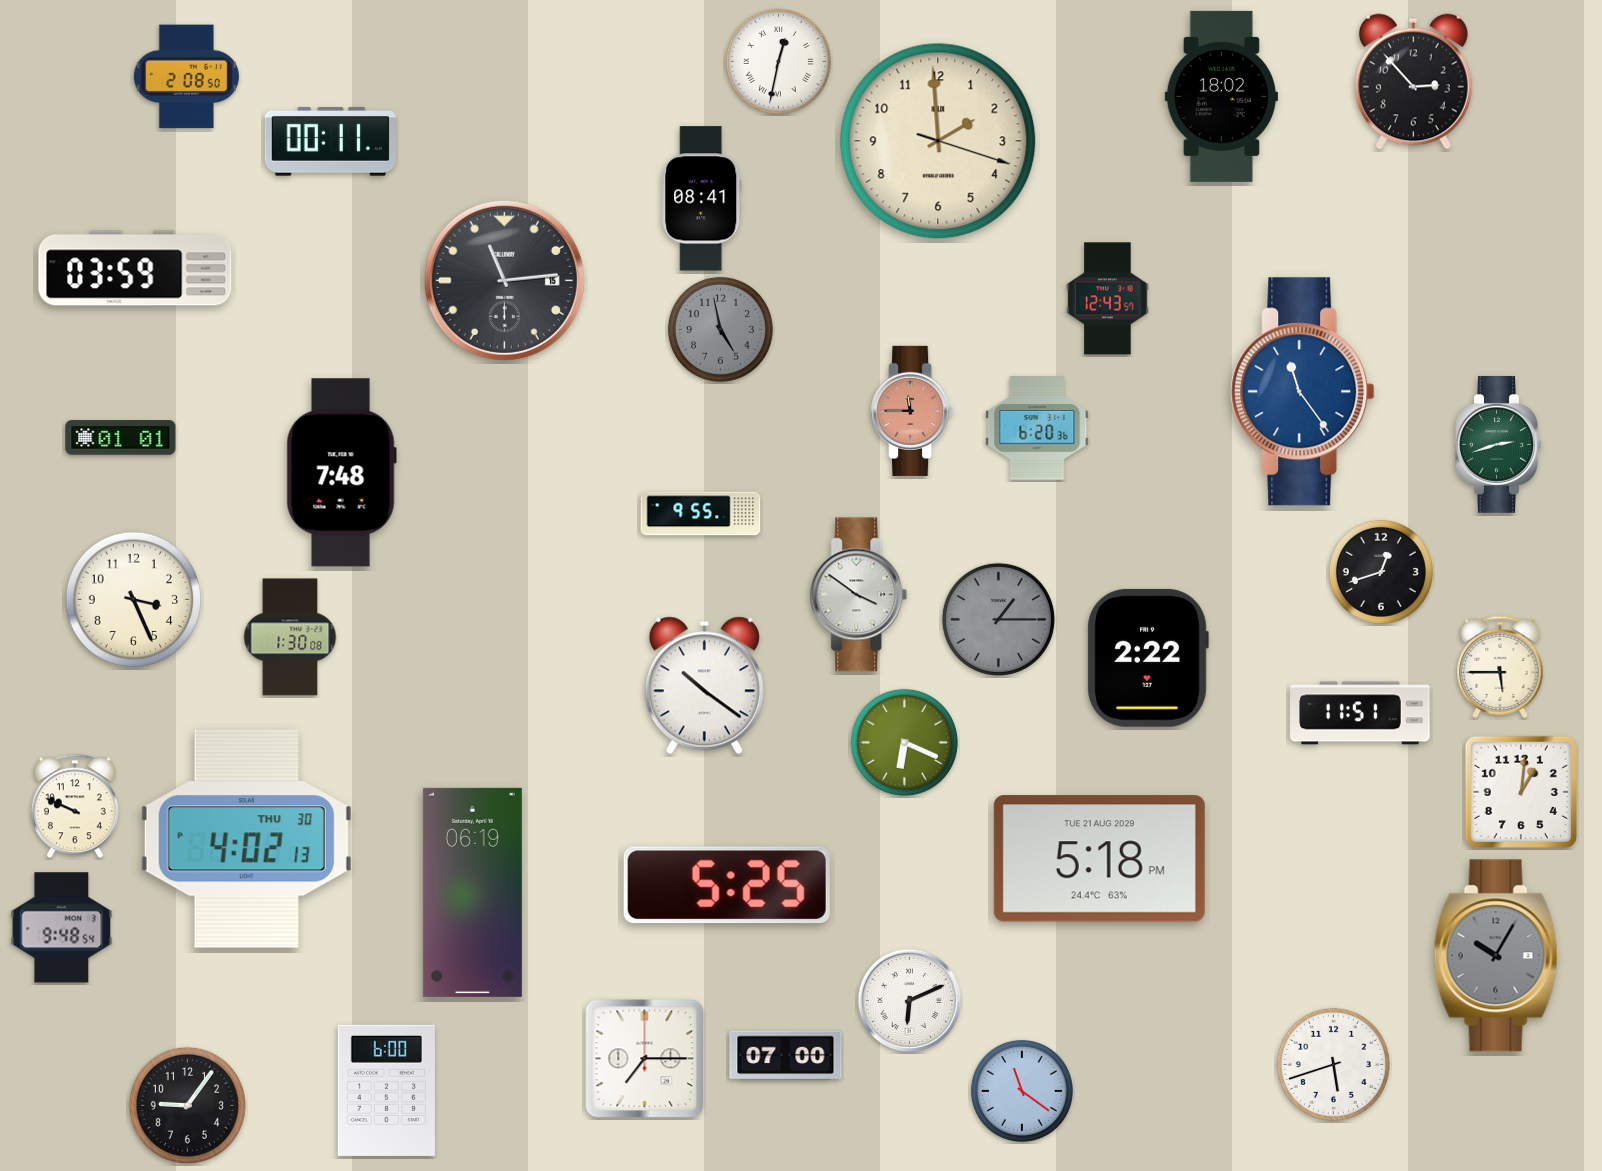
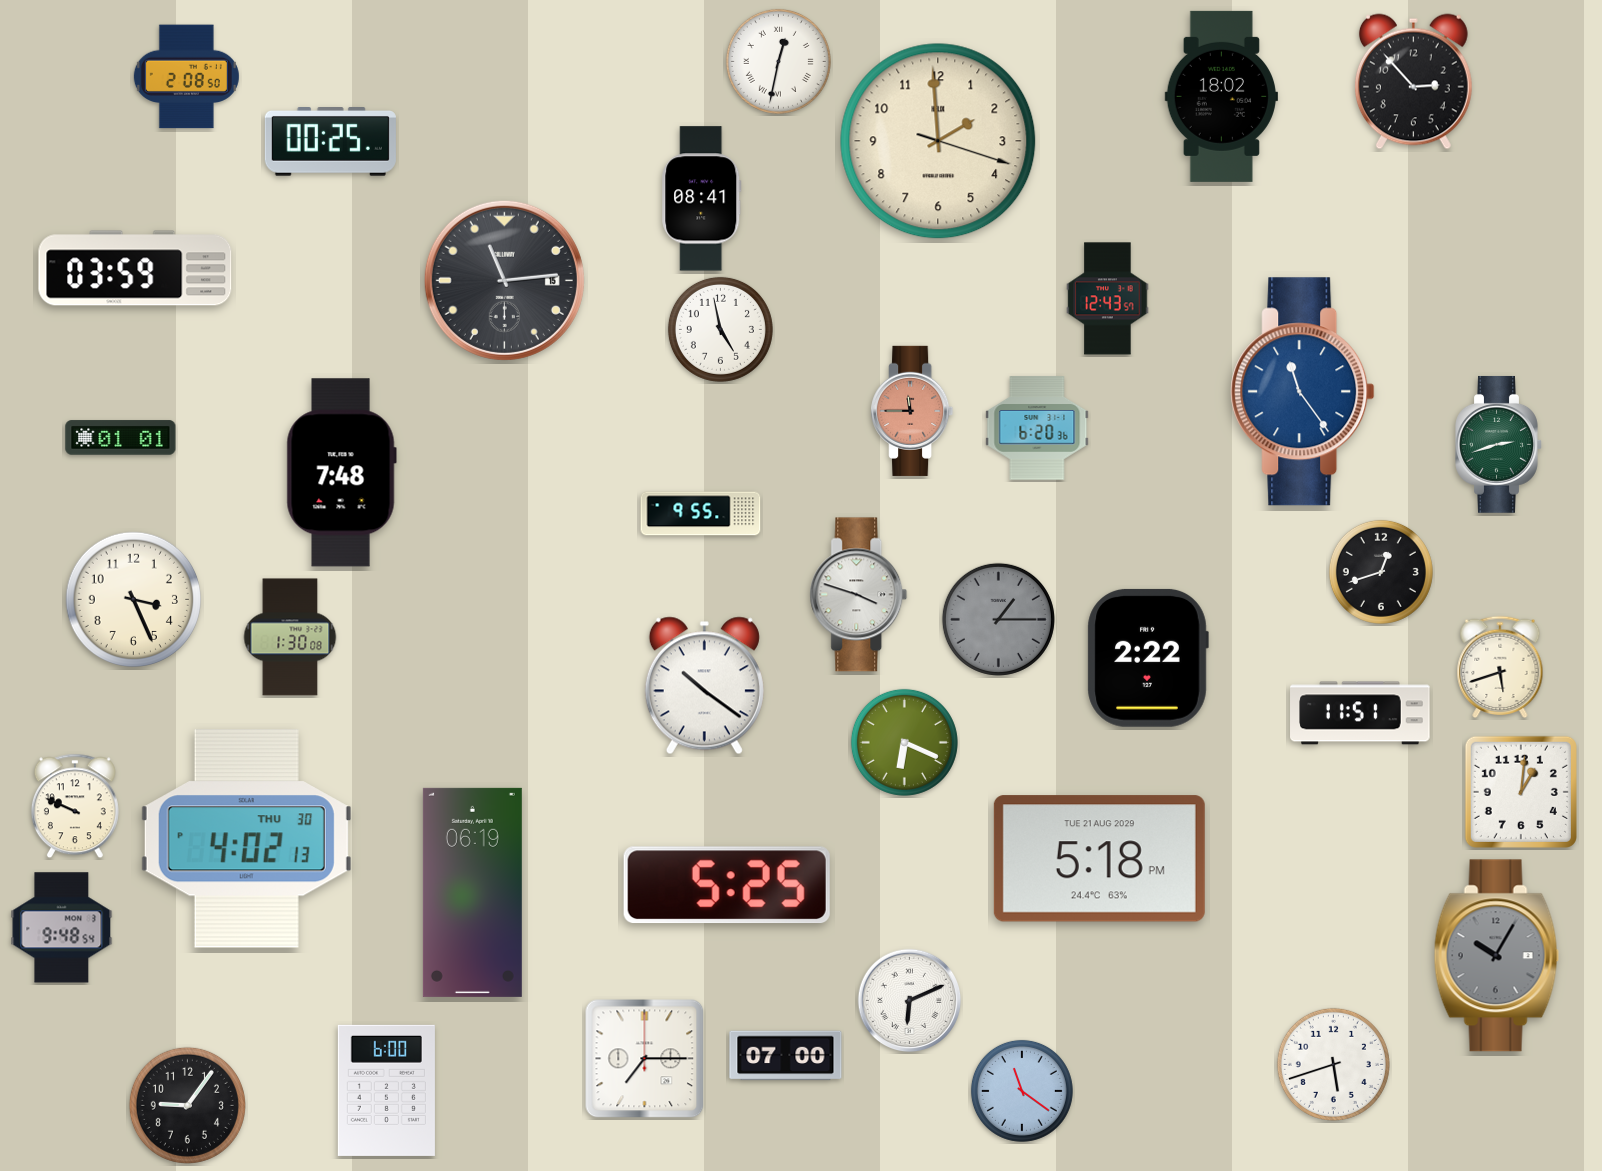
clock at (330, 142): 00:11 -> 00:25
clock at (720, 329) dial: grey -> white
clock at (859, 595): 3:51 -> 3:48
clock at (1500, 667): 5:45 -> 5:42
